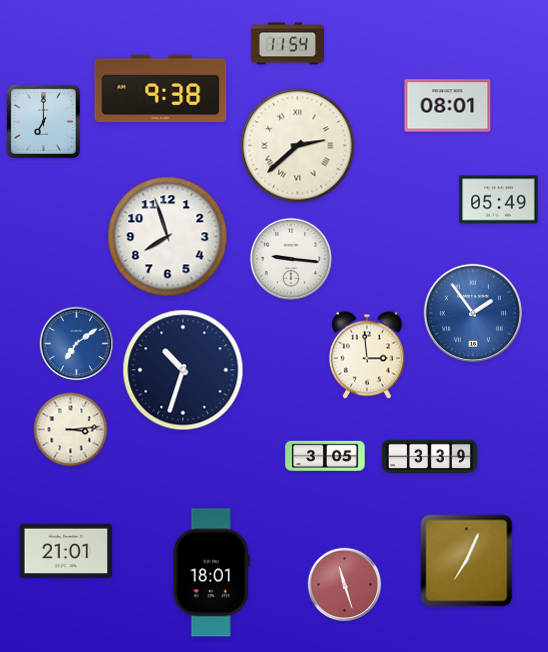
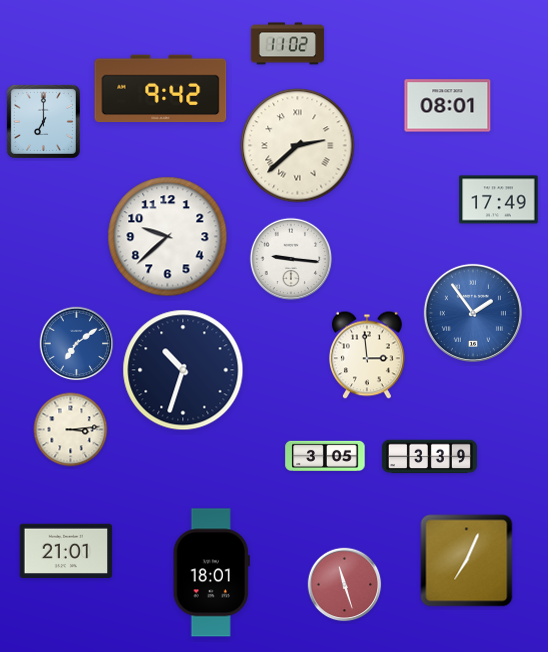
clock at (287, 44): 11:54 -> 11:02
clock at (161, 89): 9:38 -> 9:42
clock at (499, 200): 05:49 -> 17:49
clock at (168, 237): 7:57 -> 9:38
